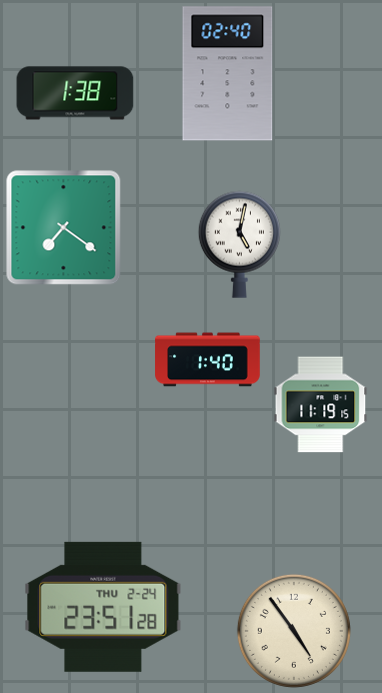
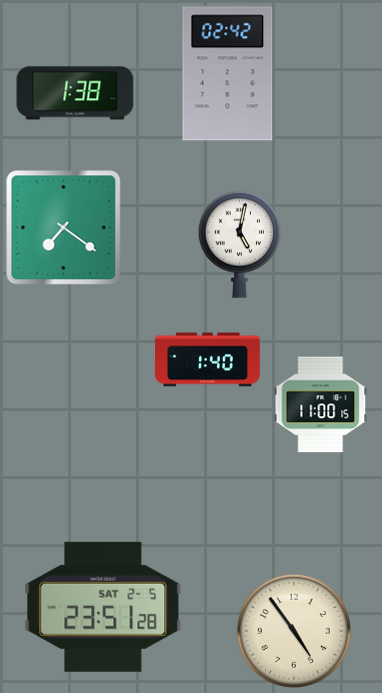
clock at (228, 74): 02:40 -> 02:42
clock at (321, 405): 11:19 -> 11:00
clock at (103, 607) date: THU 2-24 -> SAT 2-5
